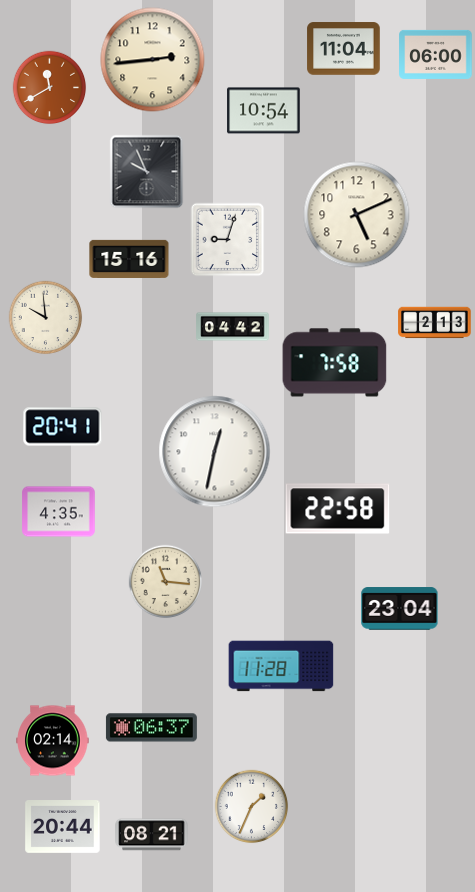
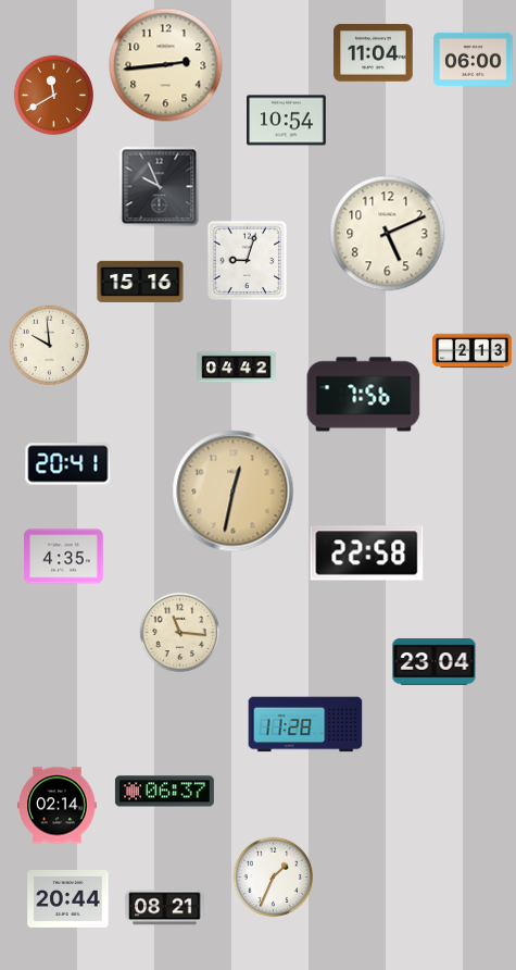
clock at (233, 327) position: (233, 327) -> (237, 368)
clock at (335, 363): 7:58 -> 7:56
clock at (215, 452) dial: white -> champagne
